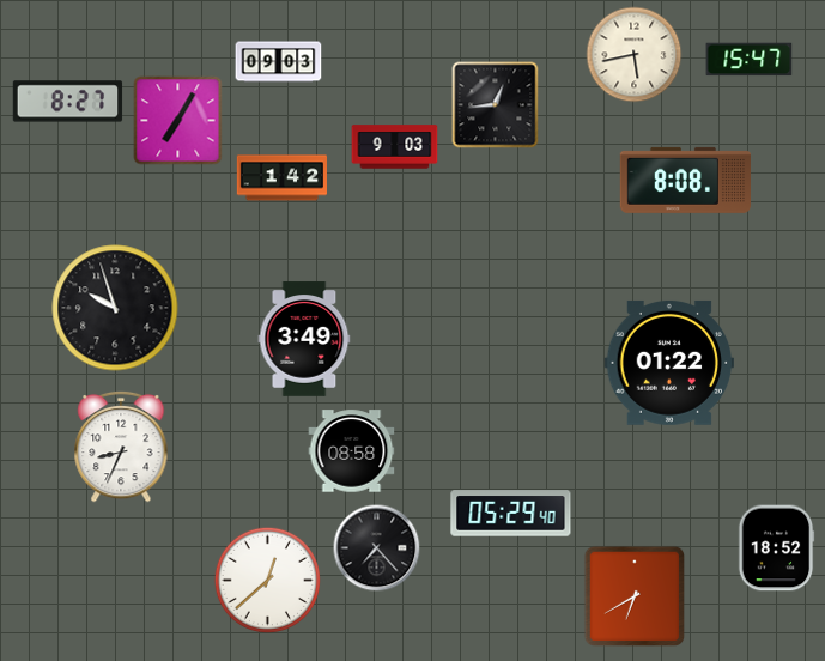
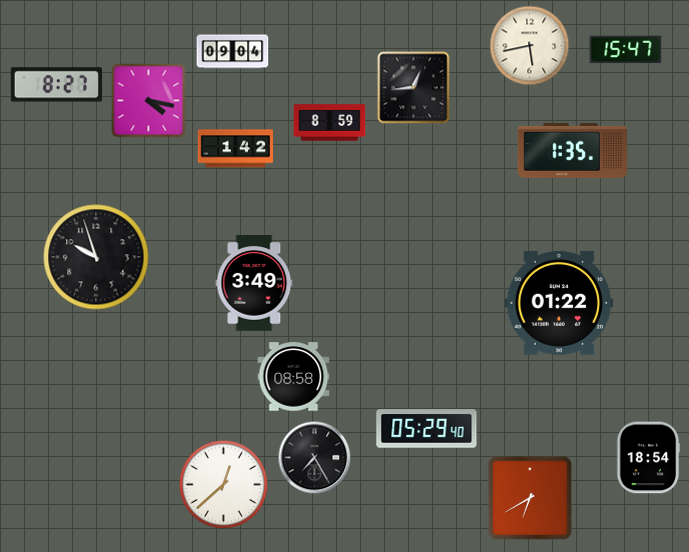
clock at (279, 62): 09:03 -> 09:04
clock at (178, 121): 7:05 -> 4:17
clock at (395, 147): 9:03 -> 8:59
clock at (685, 180): 8:08 -> 1:35
clock at (121, 447): 8:34 -> none
clock at (377, 548): 7:23 -> 7:25
clock at (776, 548): 18:52 -> 18:54
